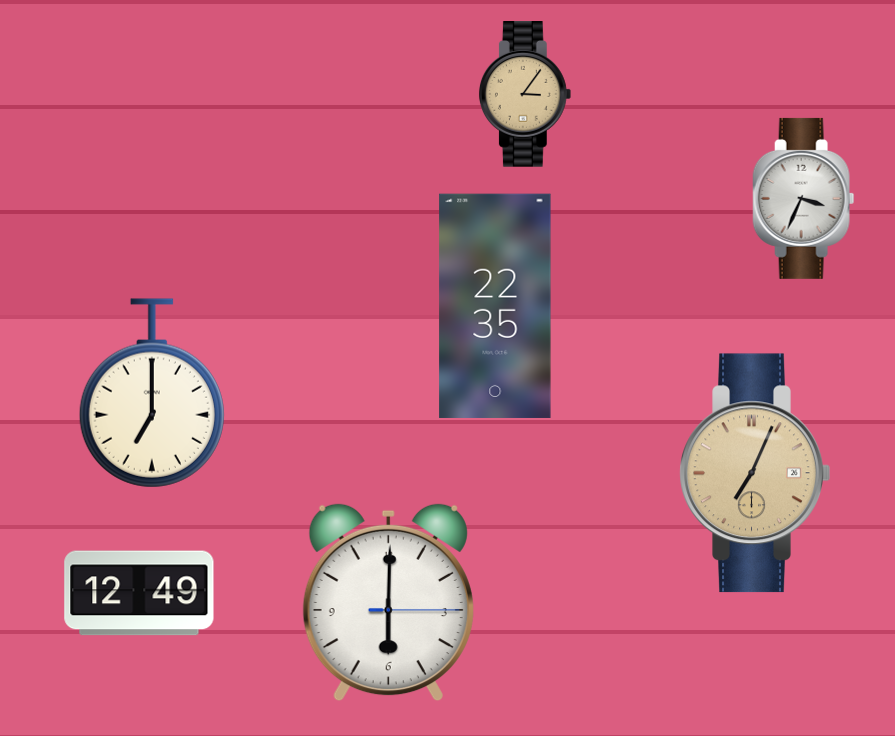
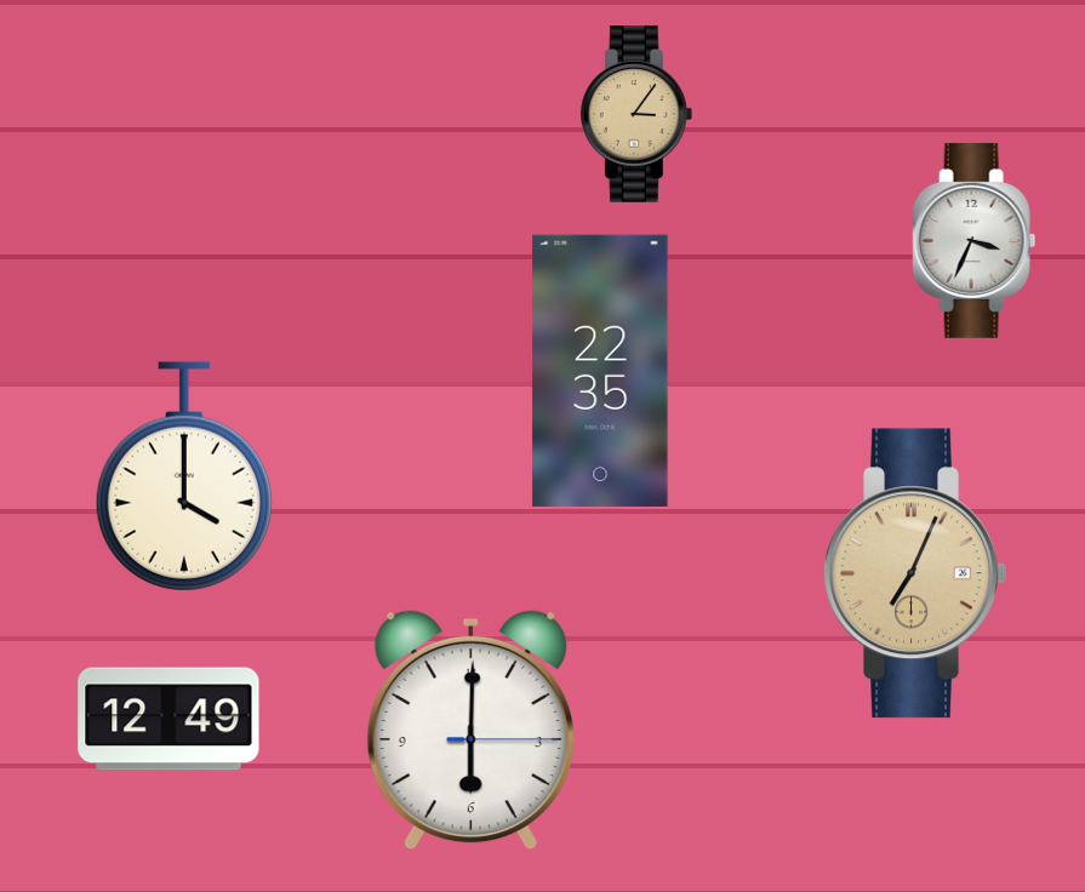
clock at (152, 393): 7:00 -> 4:00
